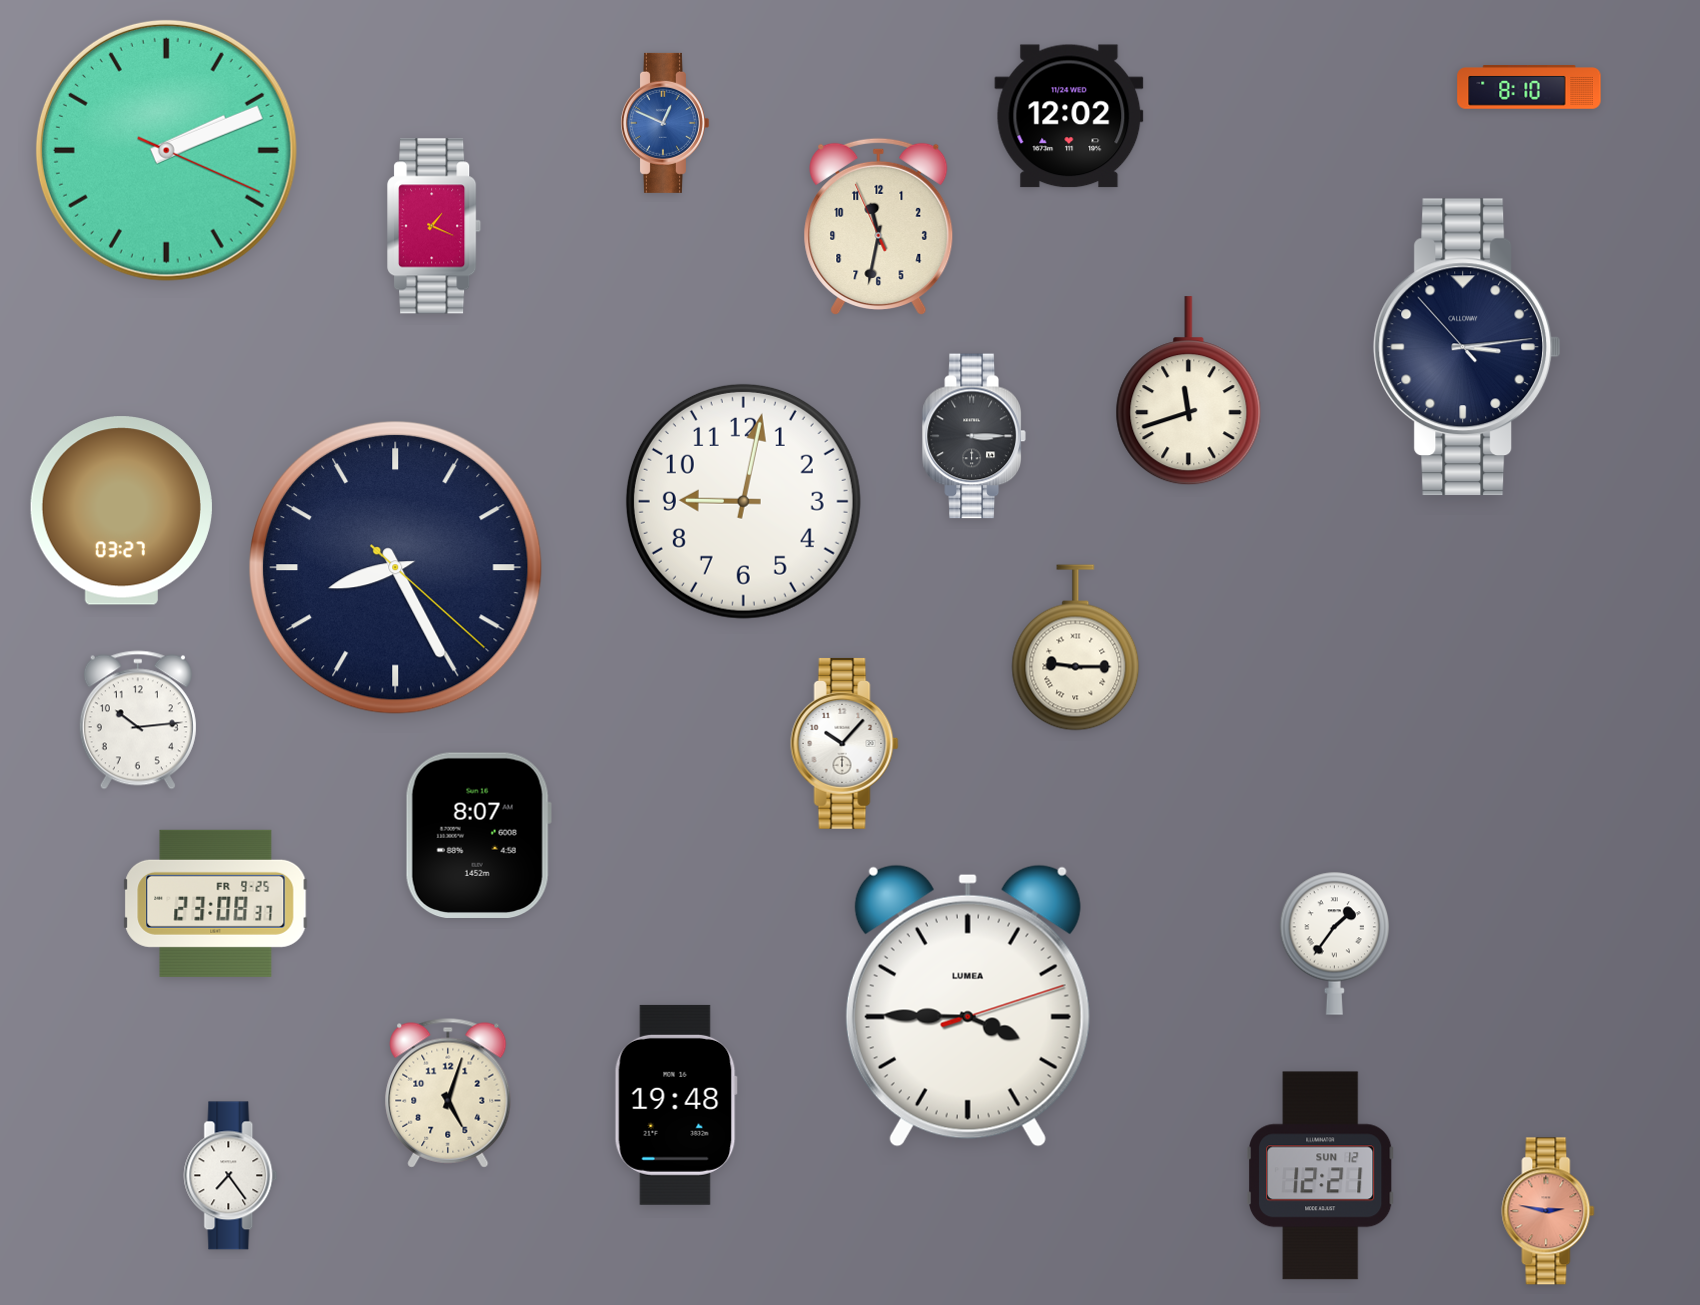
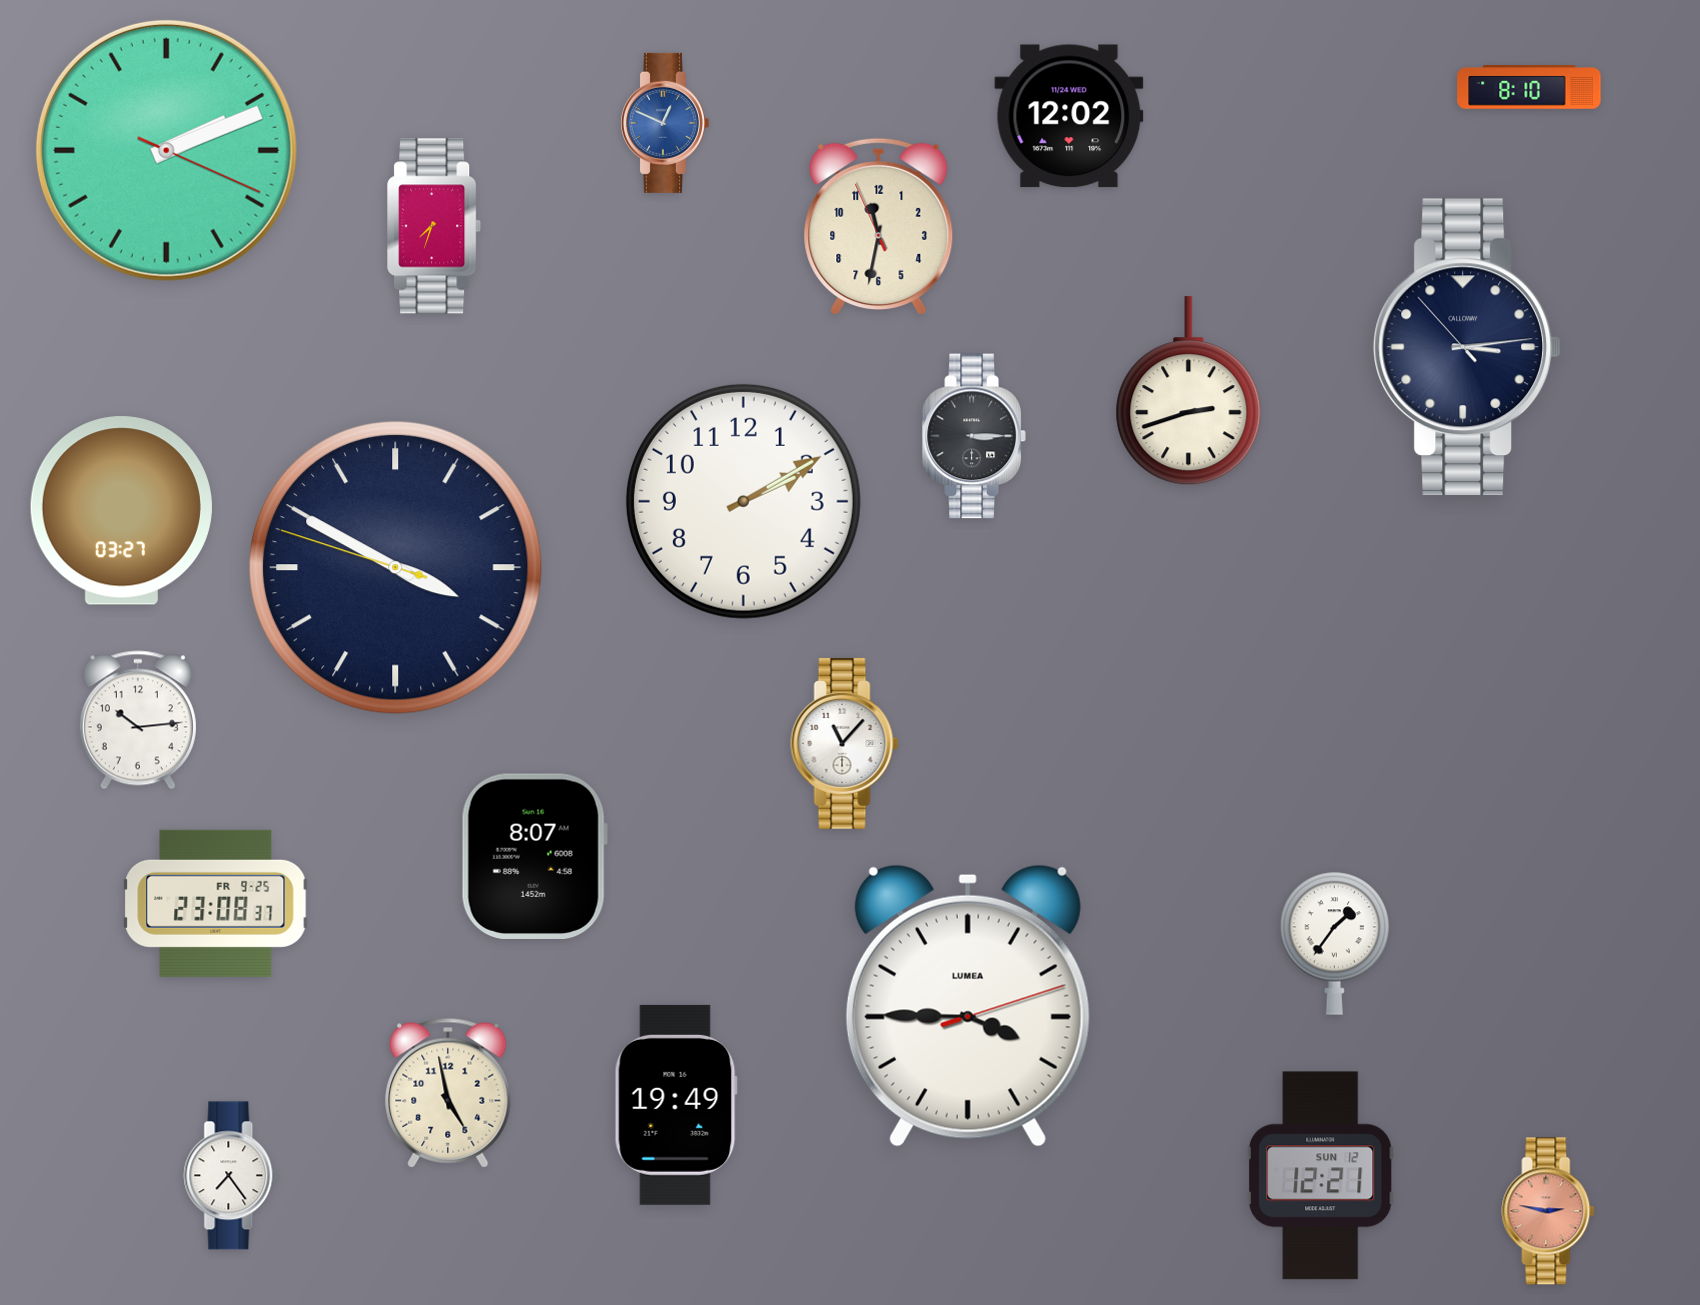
clock at (435, 226): 1:19 -> 7:33
clock at (1189, 391): 11:42 -> 2:42
clock at (743, 501): 9:02 -> 2:10
clock at (396, 568): 8:25 -> 3:49
clock at (1076, 648): 9:15 -> none
clock at (845, 743): 10:07 -> 11:07
clock at (478, 835) position: (478, 835) -> (534, 856)
clock at (448, 1093): 5:03 -> 4:58
clock at (676, 1105): 19:48 -> 19:49
